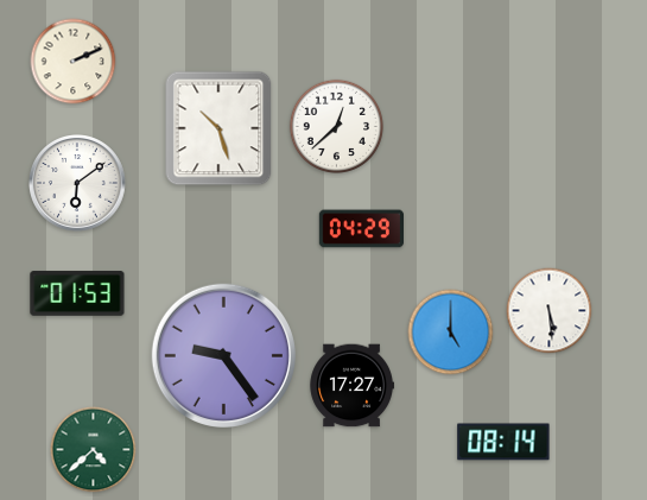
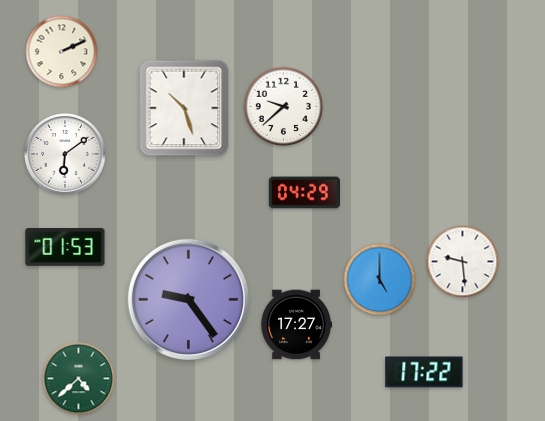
clock at (336, 126): 12:38 -> 9:38
clock at (550, 311): 5:29 -> 9:29
clock at (503, 442): 08:14 -> 17:22
